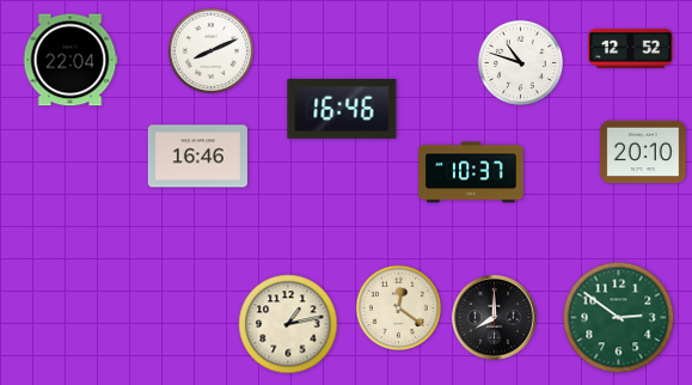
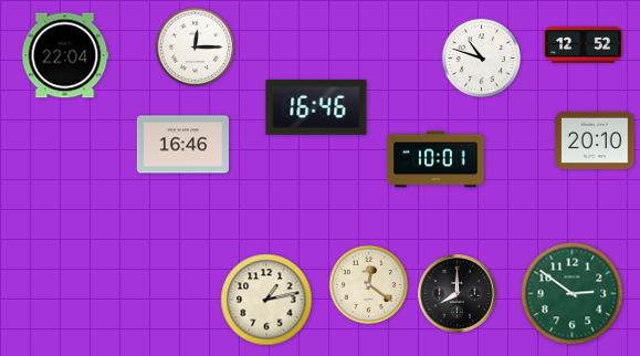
clock at (210, 50): 8:11 -> 12:15
clock at (342, 110) position: (342, 110) -> (316, 108)
clock at (471, 172): 10:37 -> 10:01
